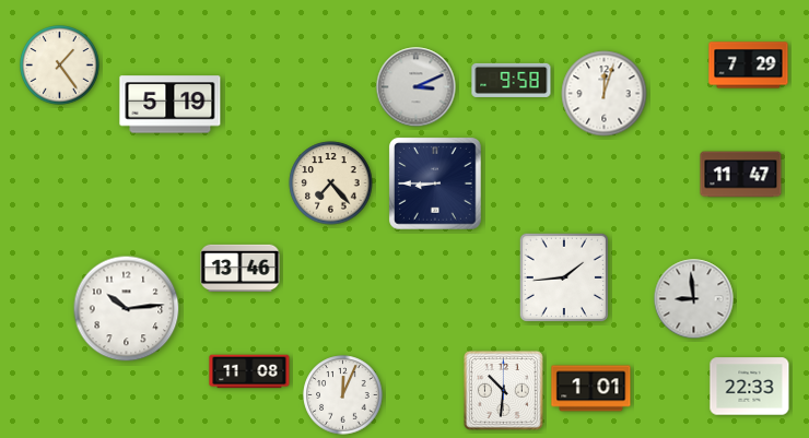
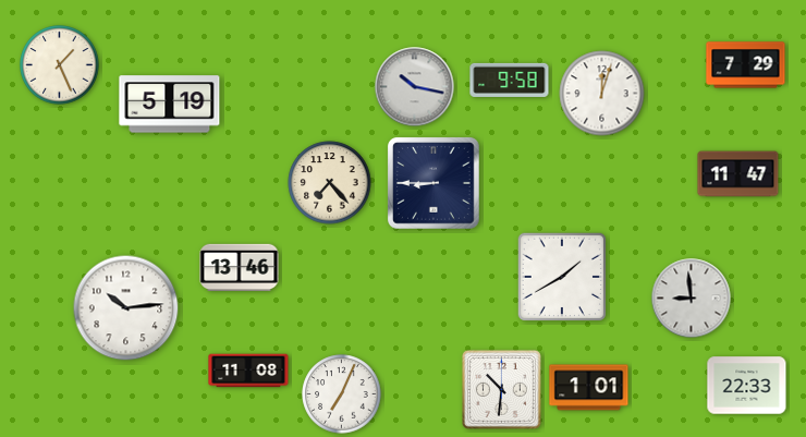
clock at (60, 66): 1:24 -> 1:26
clock at (417, 87): 3:11 -> 10:17
clock at (564, 277): 1:44 -> 1:40
clock at (343, 395): 12:04 -> 7:04
